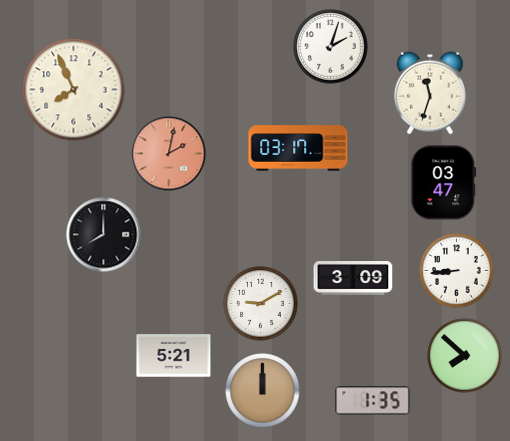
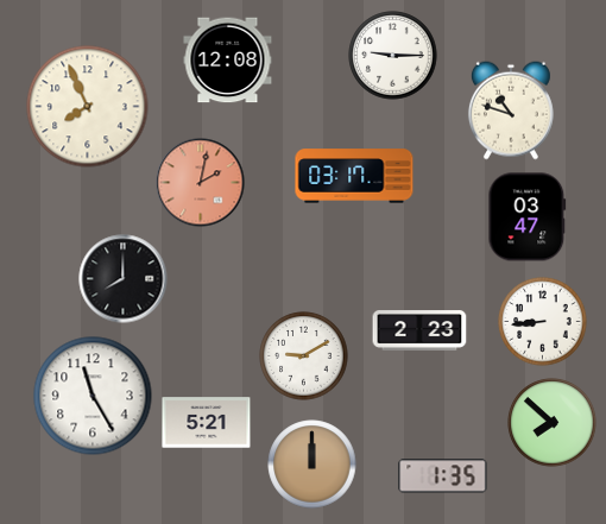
clock at (331, 47): 2:03 -> 9:15
clock at (228, 61): none -> 12:08
clock at (430, 93): 11:33 -> 10:48
clock at (353, 279): 3:09 -> 2:23
clock at (261, 304) position: (261, 304) -> (304, 356)
clock at (93, 396): none -> 11:25
